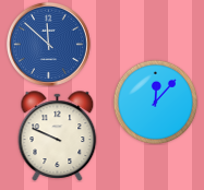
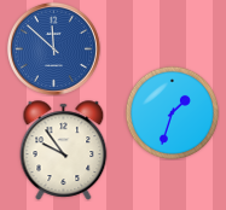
clock at (155, 102): 12:07 -> 1:33
clock at (58, 136): 9:49 -> 9:54
